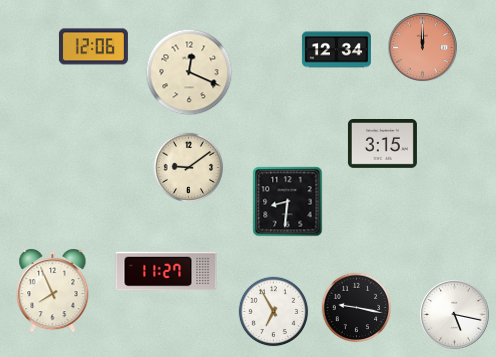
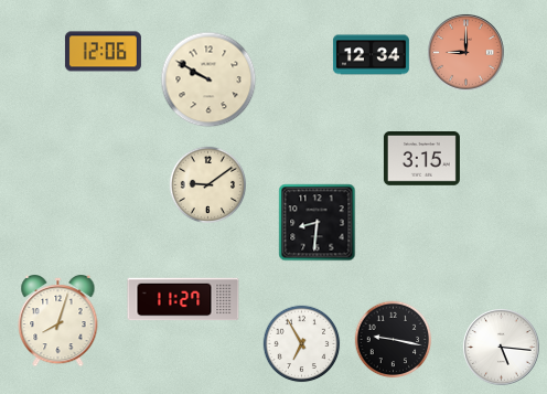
clock at (423, 48): 12:00 -> 9:00
clock at (189, 72): 12:19 -> 9:50
clock at (53, 291): 7:56 -> 8:03
clock at (455, 315): 5:17 -> 5:16
